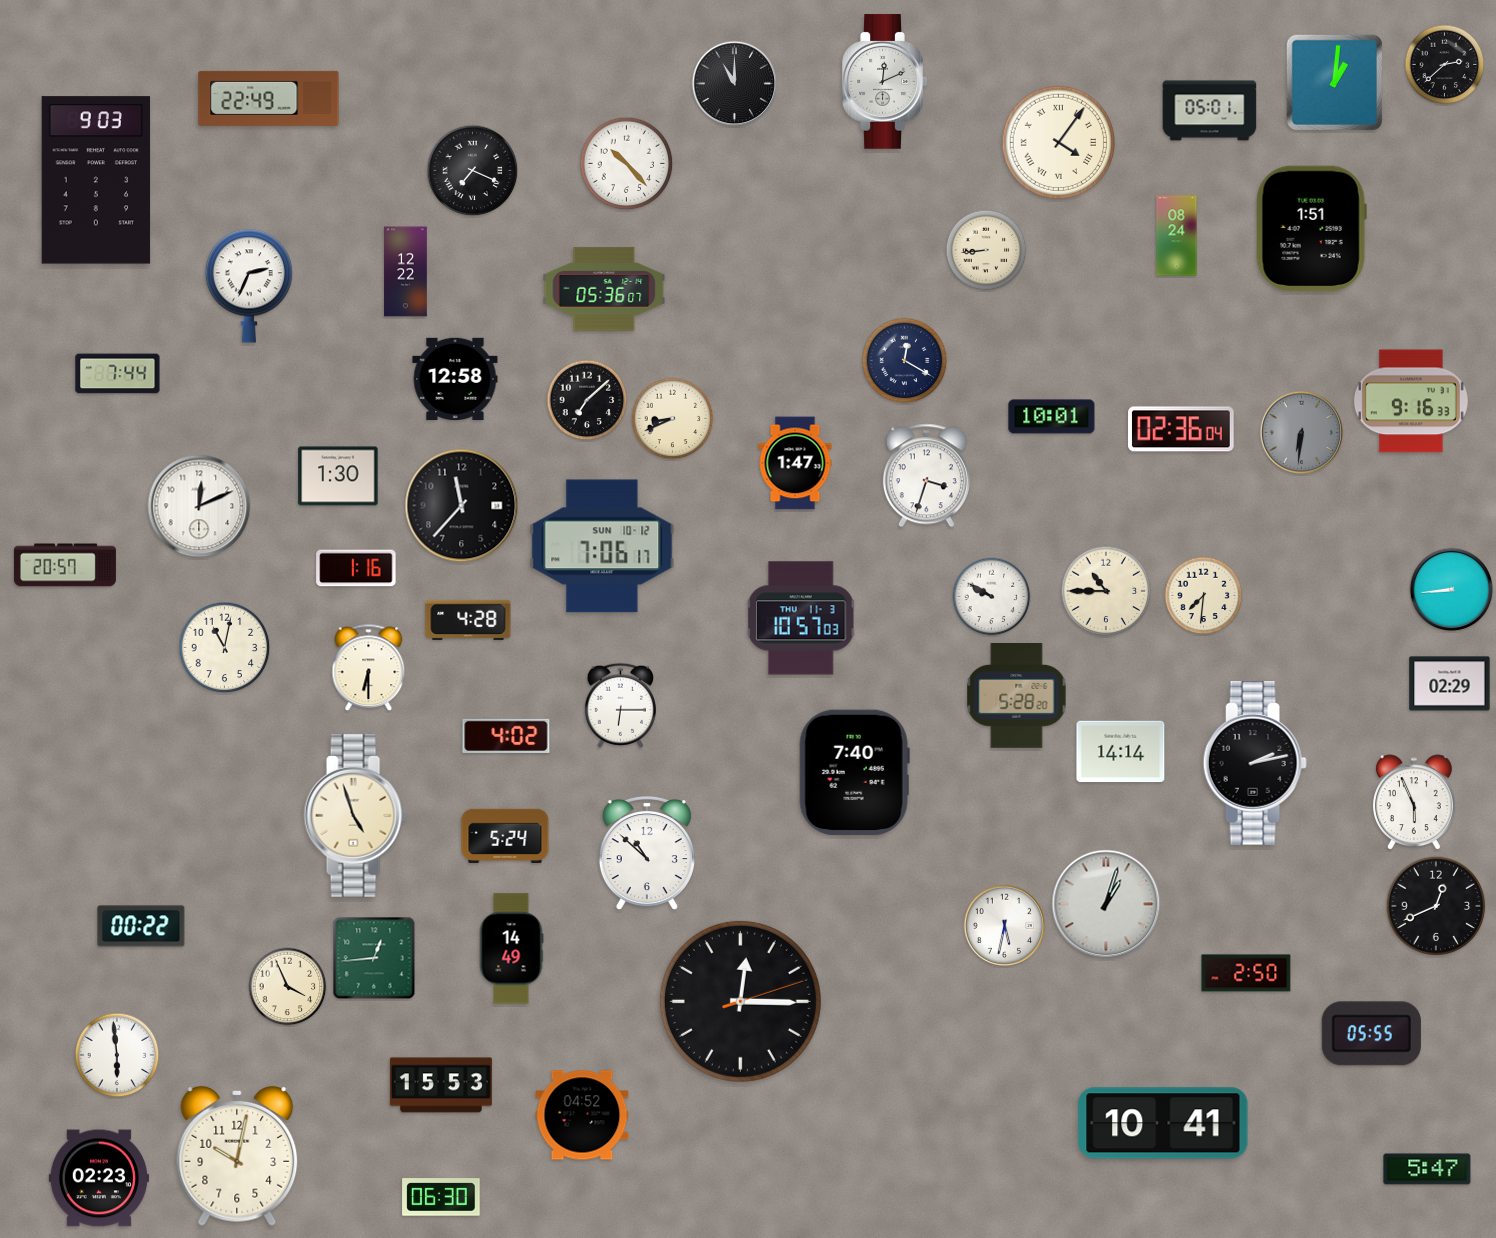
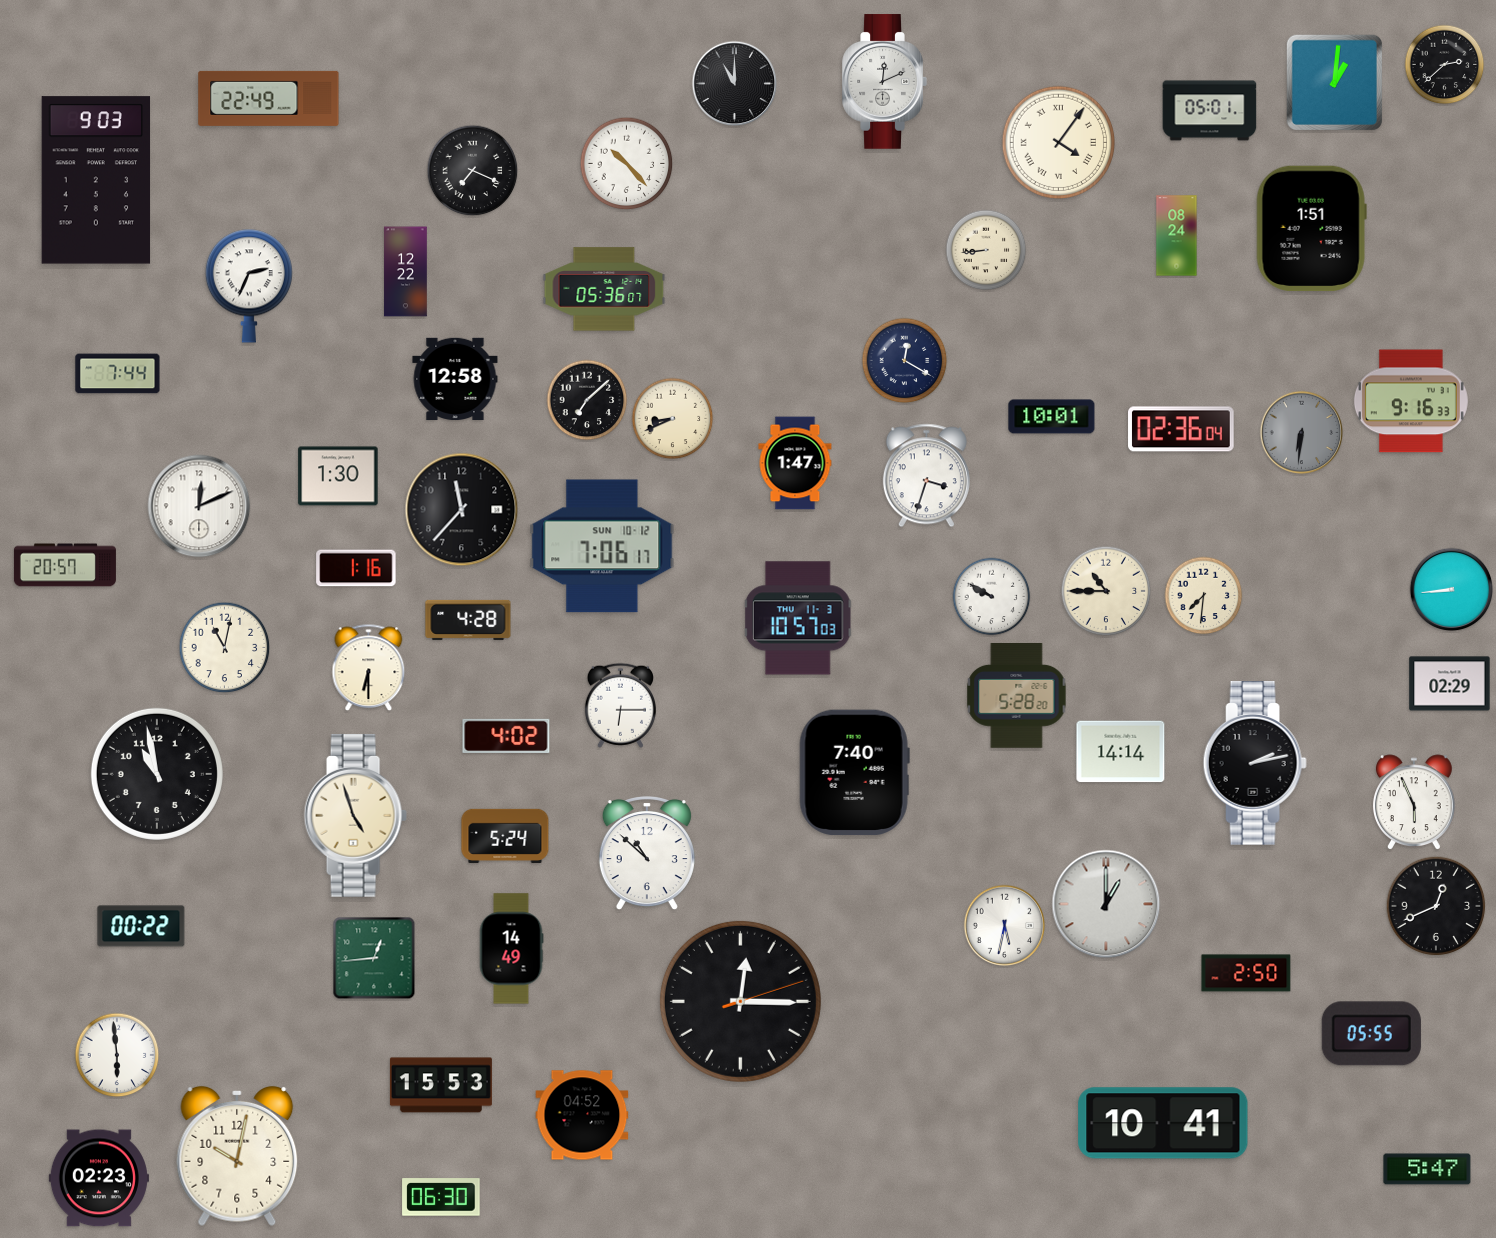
clock at (462, 506) position: (462, 506) -> (462, 510)
clock at (801, 618) position: (801, 618) -> (798, 618)
clock at (157, 774): none -> 10:58
clock at (1106, 904): 1:03 -> 1:00
clock at (288, 987): 3:56 -> none
